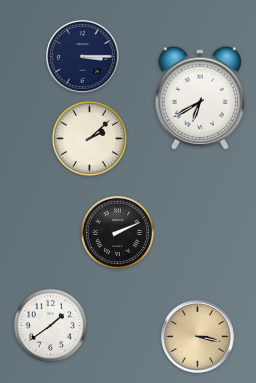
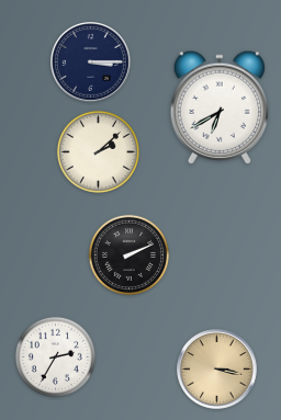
clock at (51, 326): 1:39 -> 2:35
